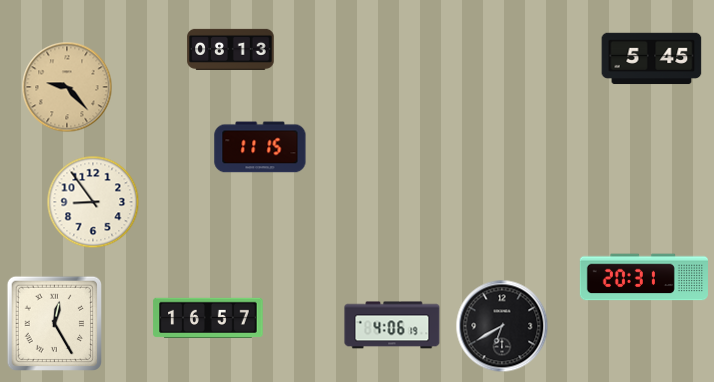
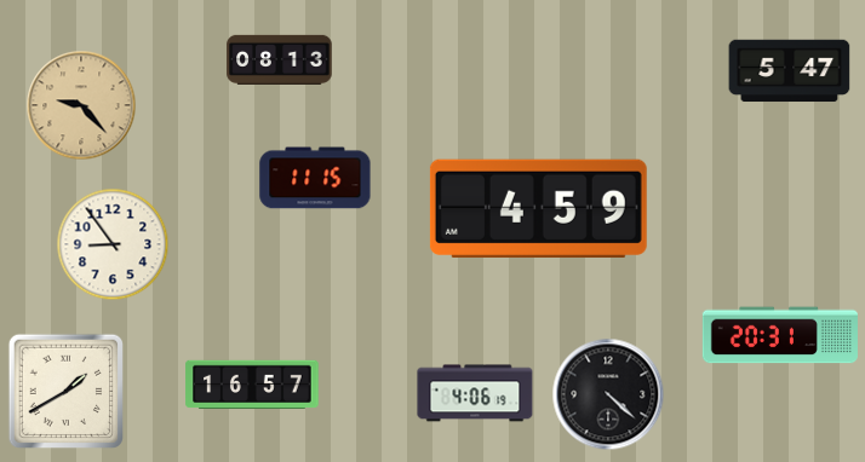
clock at (652, 59): 5:45 -> 5:47
clock at (538, 208): none -> 4:59
clock at (55, 324): 12:25 -> 1:40
clock at (502, 326): 6:40 -> 4:22
